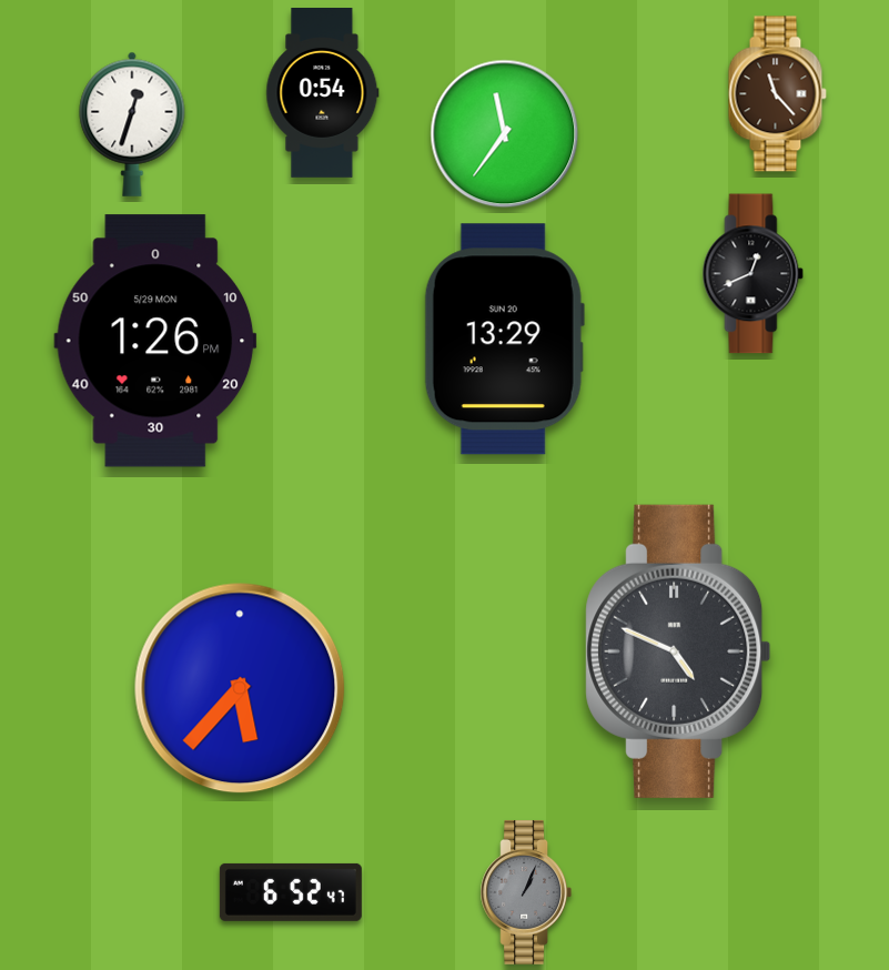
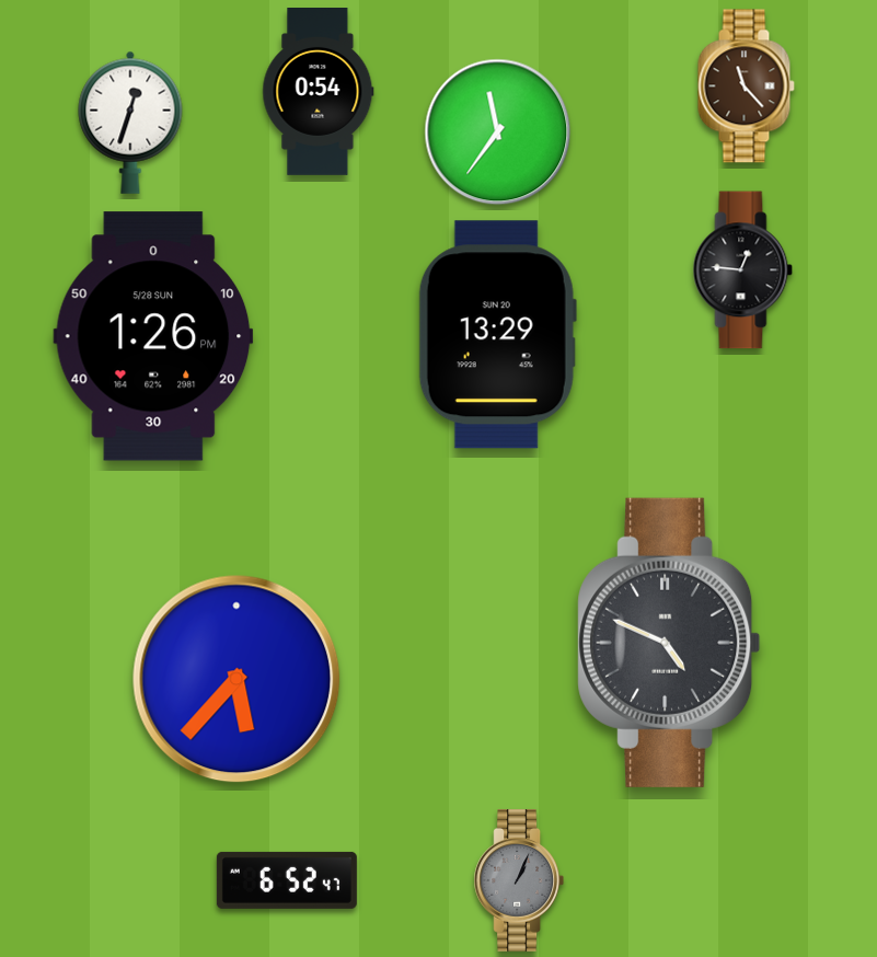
clock at (777, 94) position: (777, 94) -> (746, 87)
clock at (754, 274): 12:41 -> 12:46
clock at (155, 341) date: 5/29 MON -> 5/28 SUN
